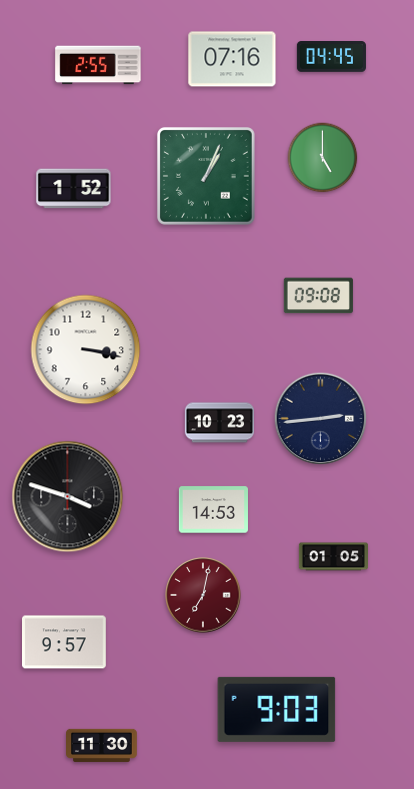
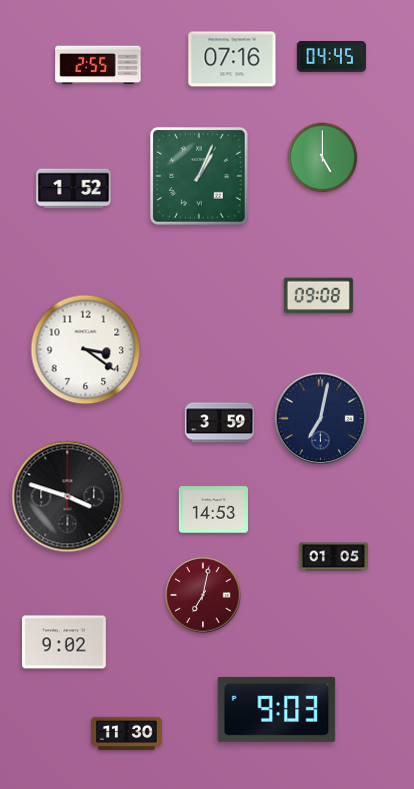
clock at (207, 177) position: (207, 177) -> (200, 177)
clock at (86, 350): 3:17 -> 3:21
clock at (321, 419): 2:44 -> 7:02
clock at (219, 423): 10:23 -> 3:59
clock at (65, 642): 9:57 -> 9:02
clock at (102, 745) position: (102, 745) -> (127, 733)
